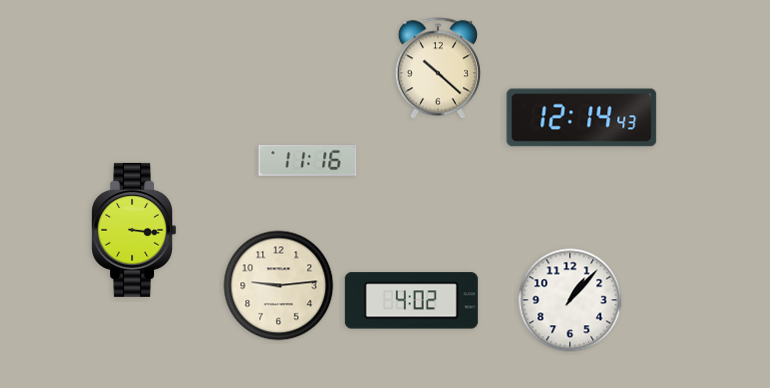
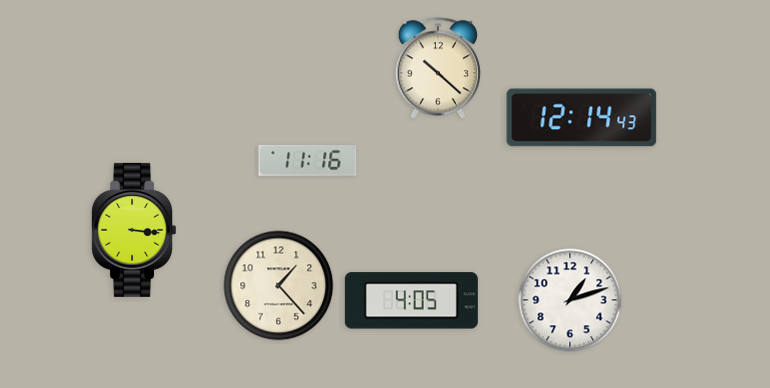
clock at (279, 286): 9:14 -> 1:23
clock at (570, 300): 1:07 -> 1:12
clock at (411, 301): 4:02 -> 4:05
